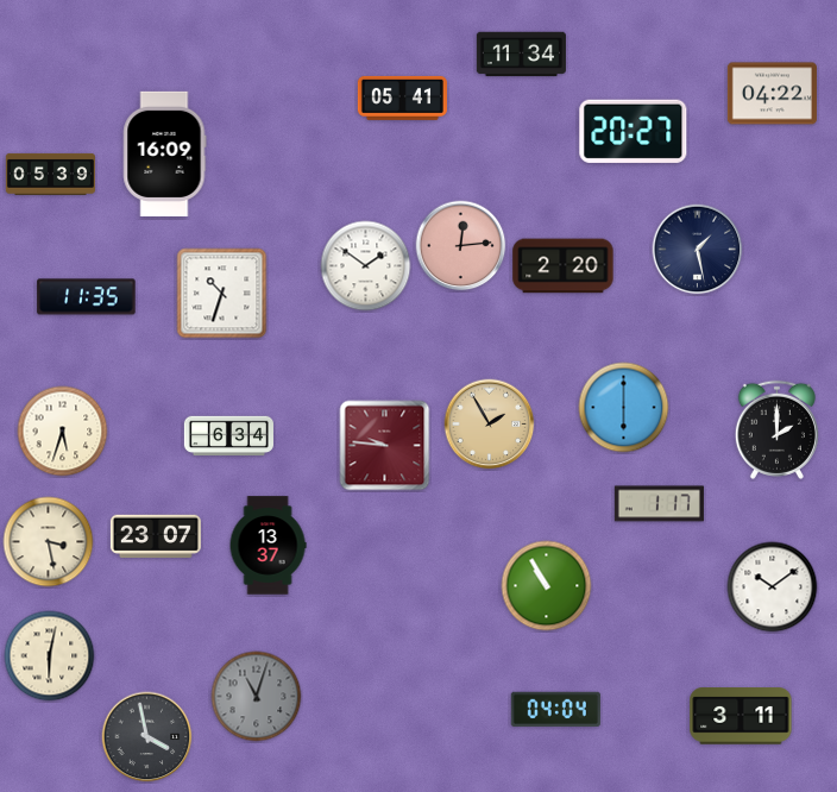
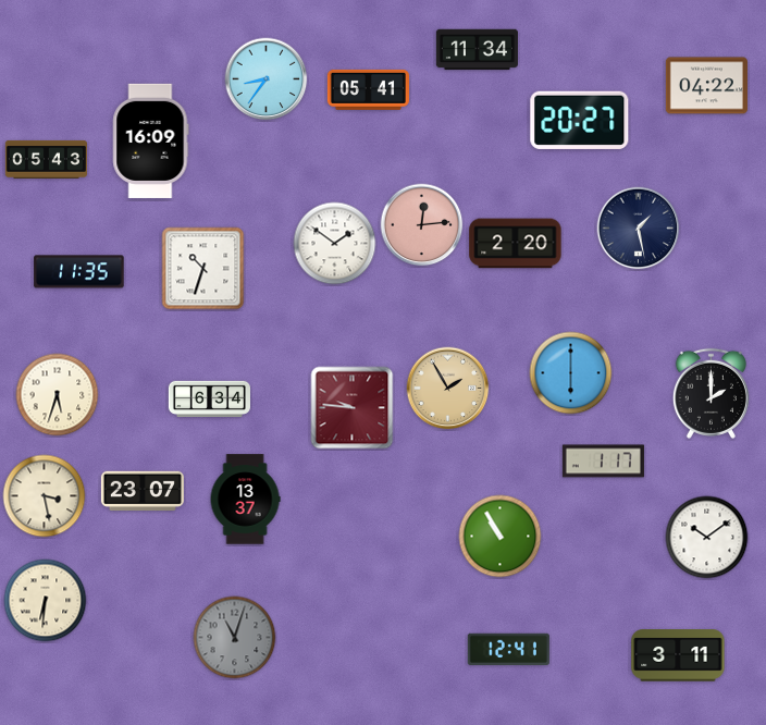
clock at (267, 79): none -> 8:36
clock at (50, 174): 05:39 -> 05:43
clock at (50, 656): 6:02 -> 6:31
clock at (555, 709): 04:04 -> 12:41
clock at (147, 737): 3:58 -> none
